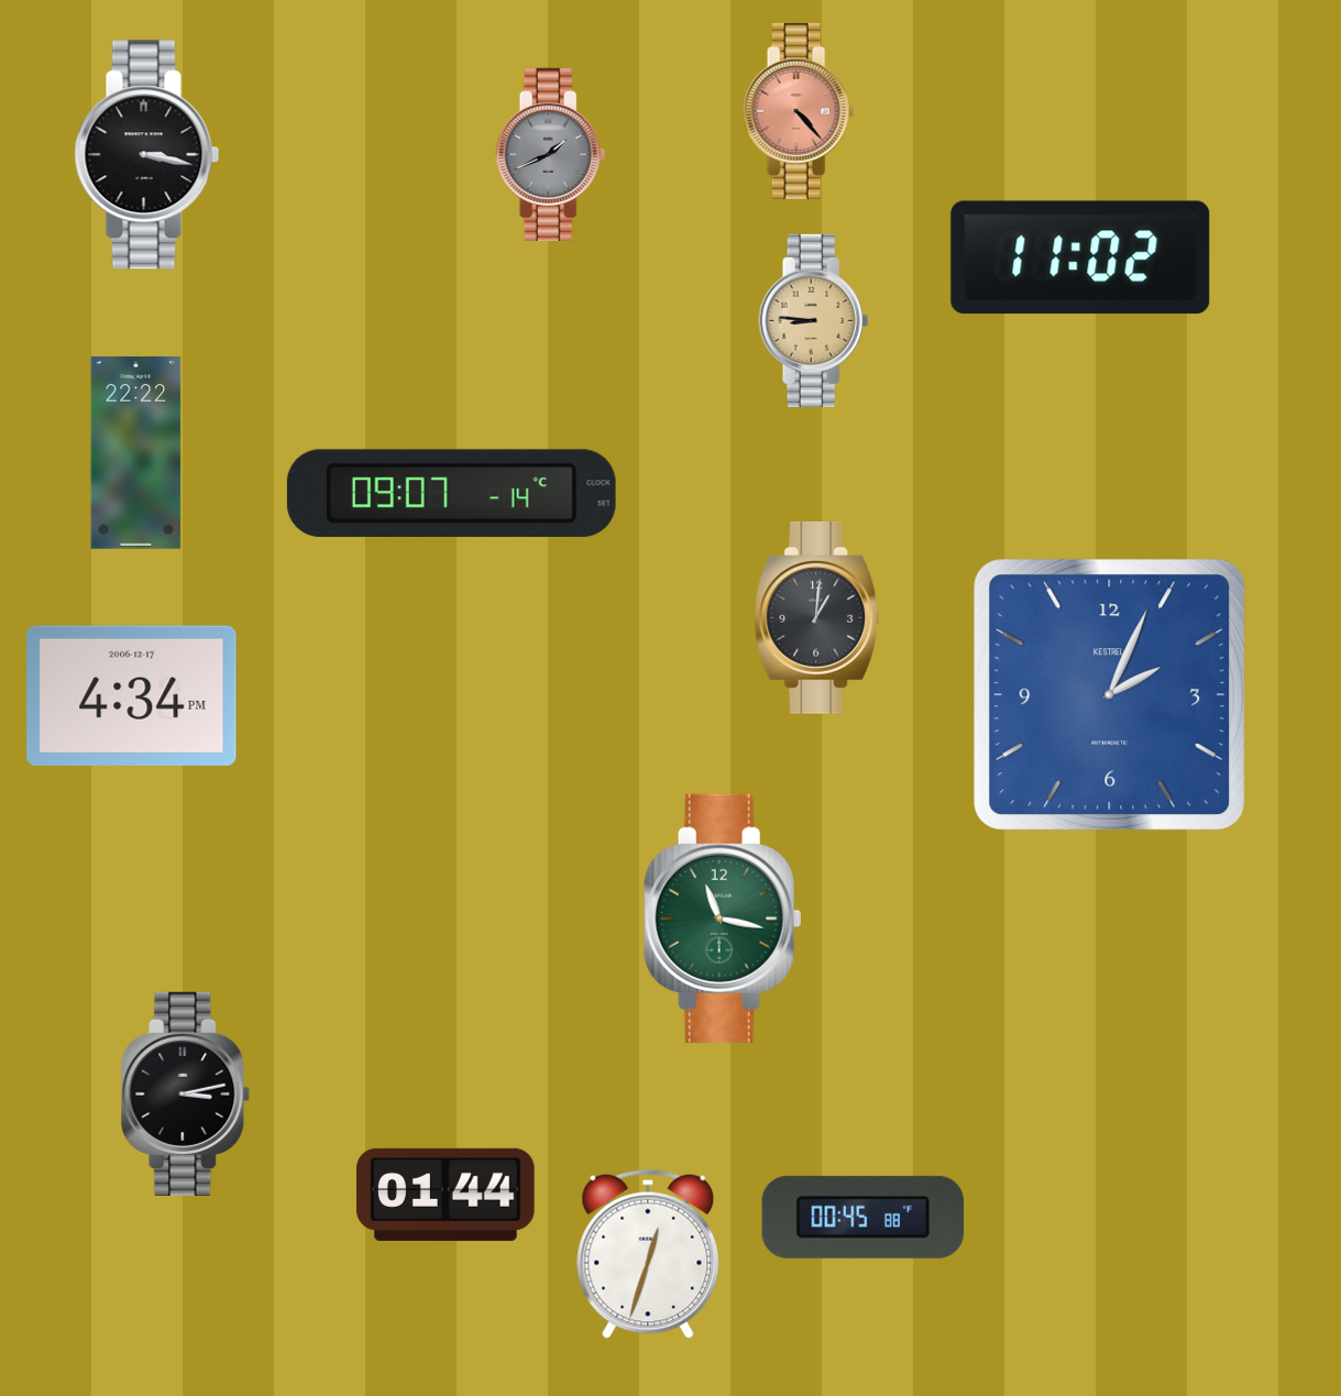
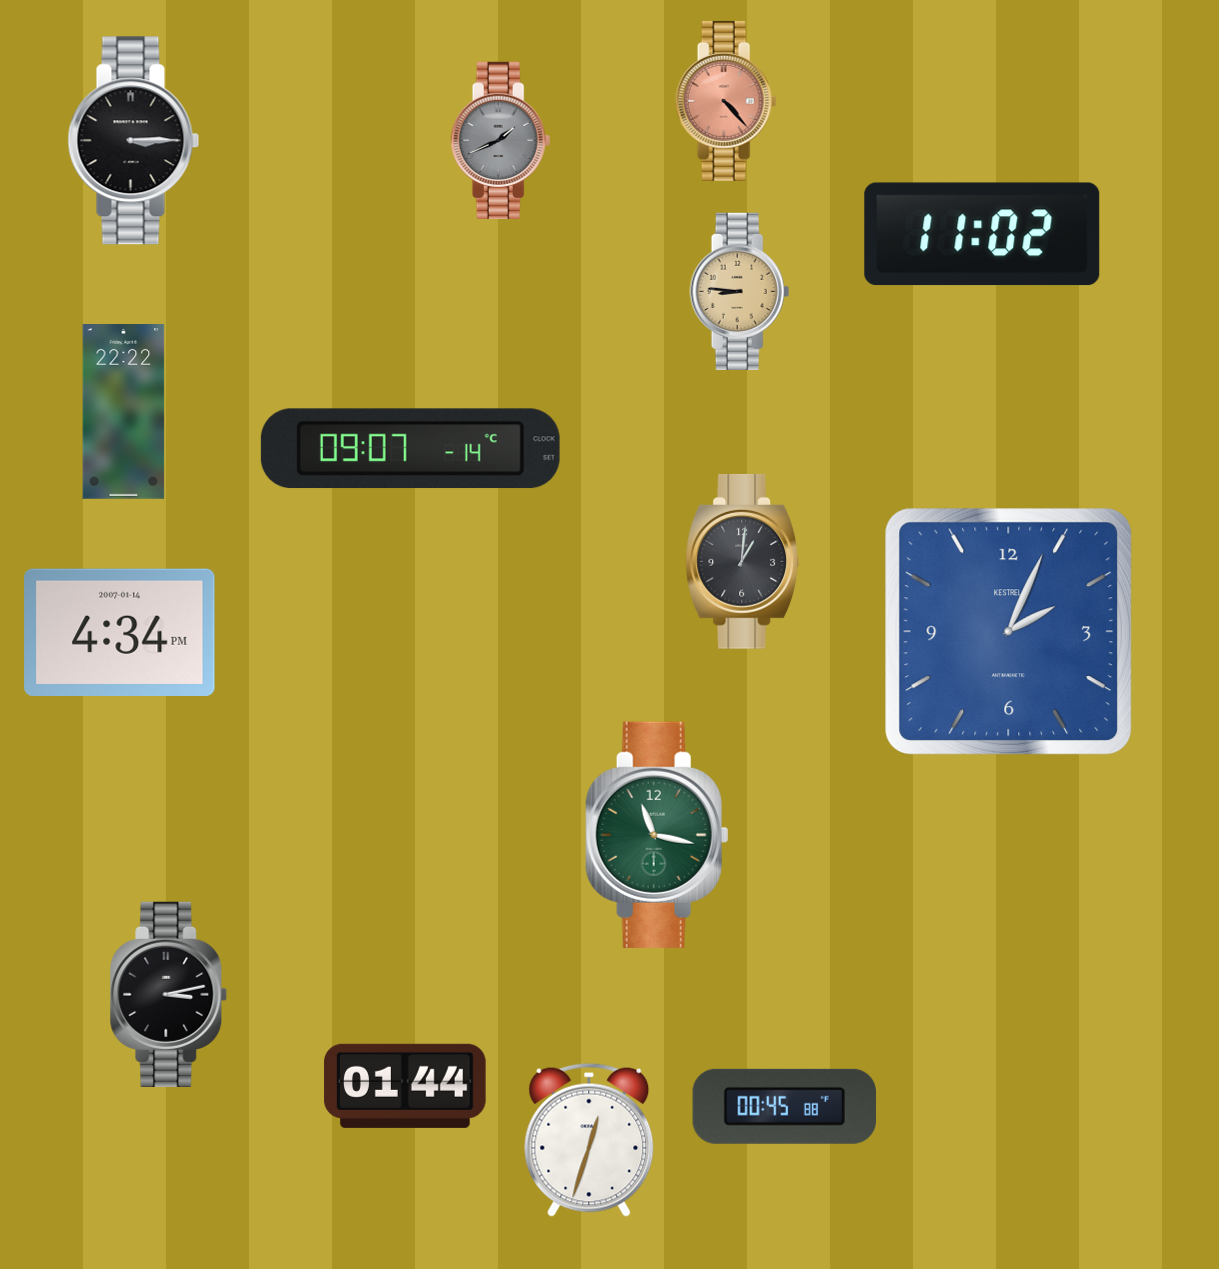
clock at (147, 155): 3:17 -> 3:15
clock at (132, 695) date: 2006-12-17 -> 2007-01-14
